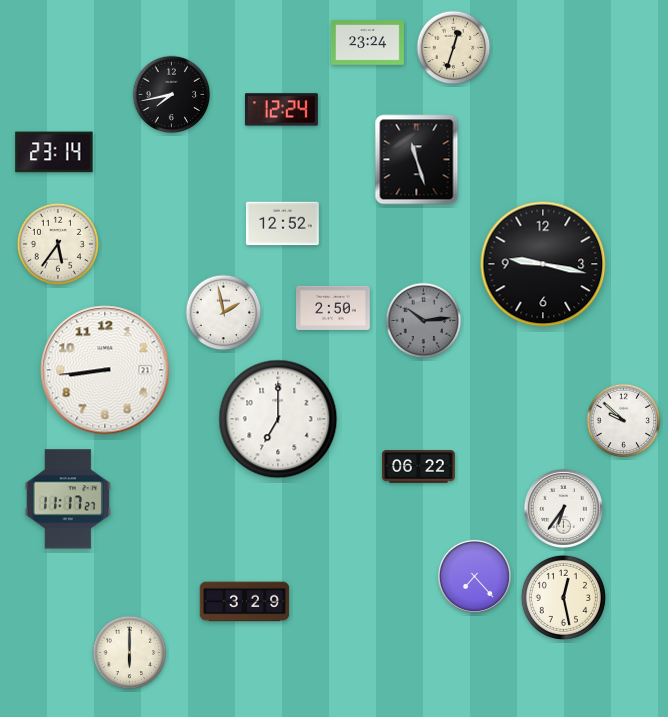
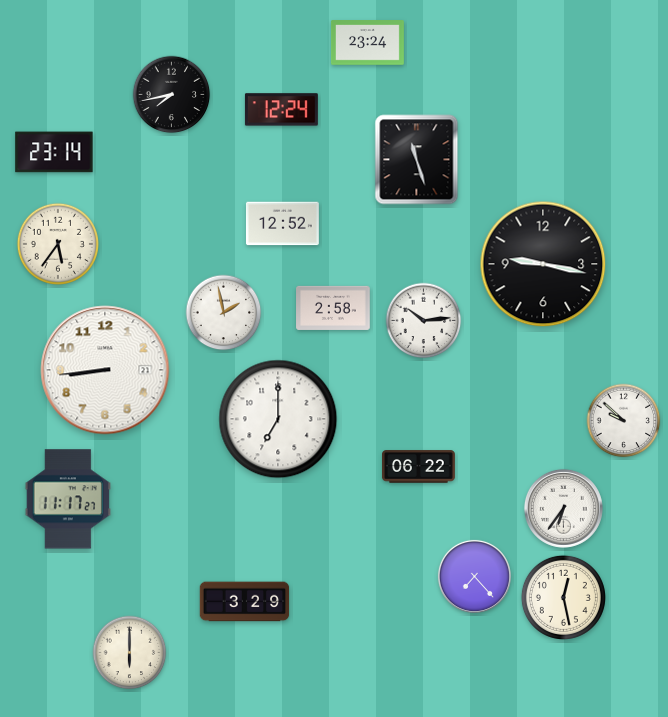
clock at (454, 48): 12:33 -> none
clock at (333, 308): 2:50 -> 2:58
clock at (424, 321) dial: grey -> white
